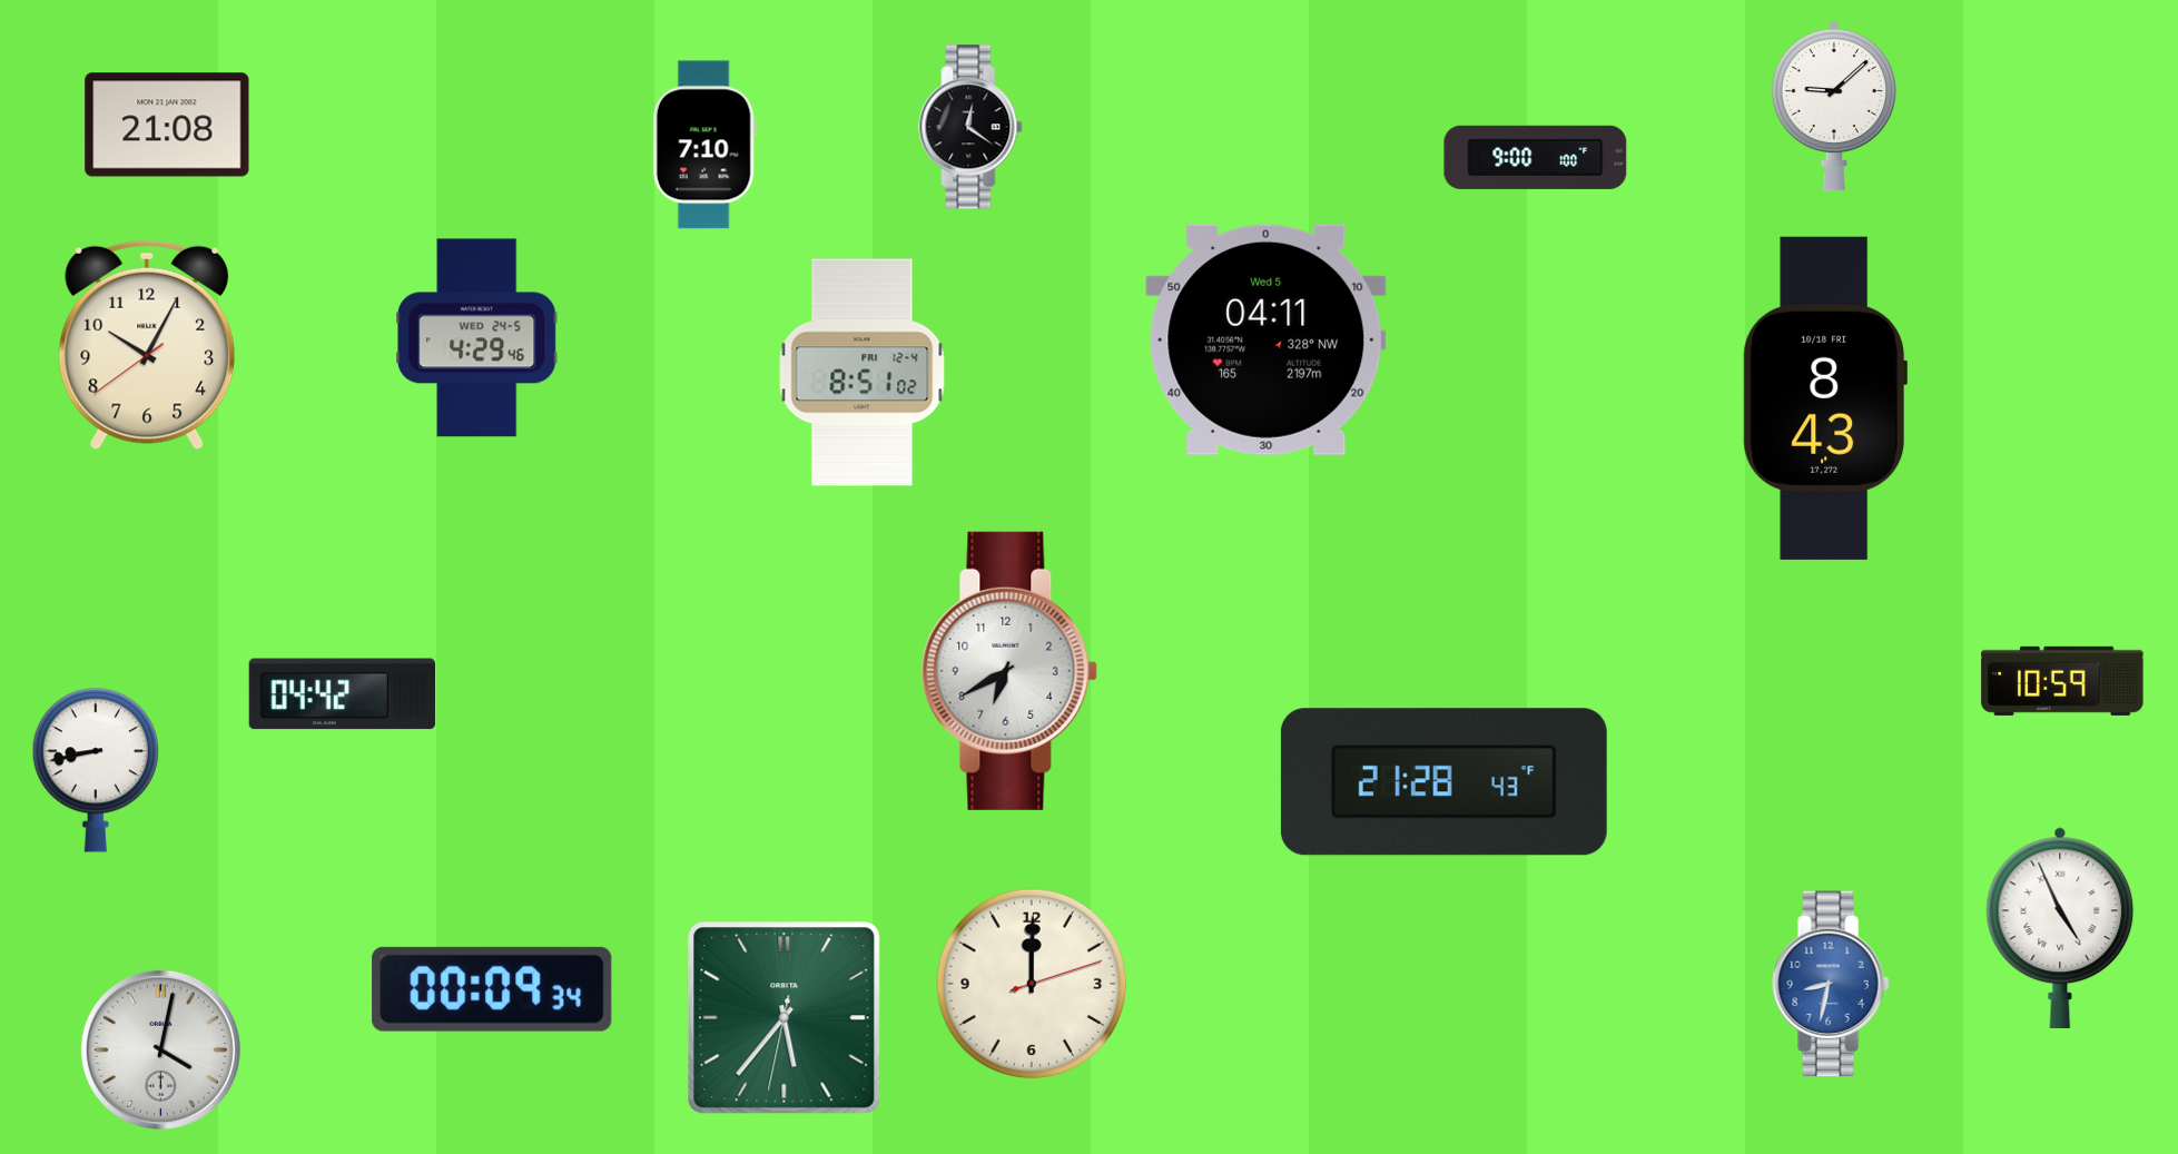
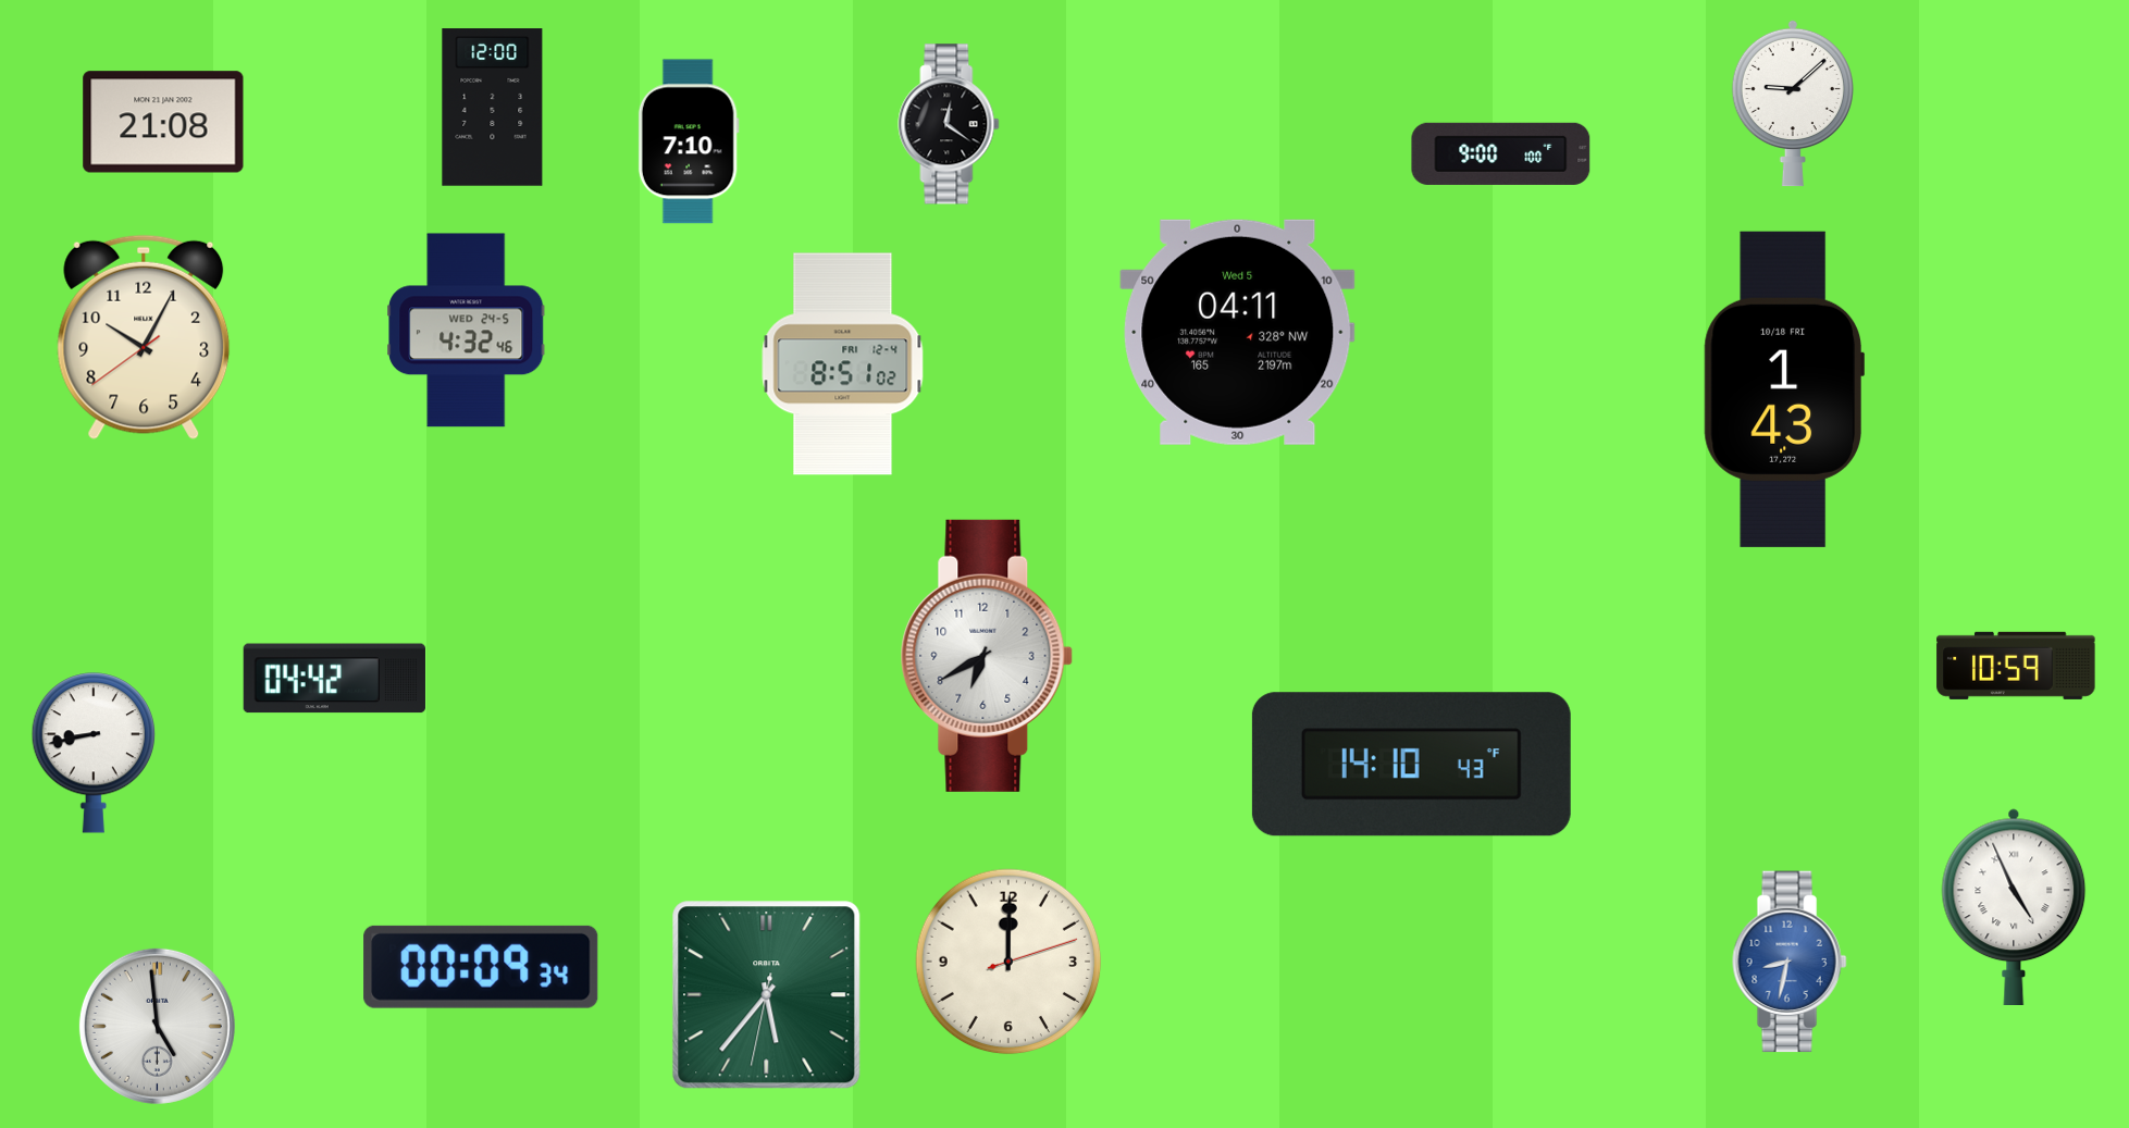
clock at (493, 108): none -> 12:00
clock at (477, 338): 4:29 -> 4:32
clock at (1825, 398): 8:43 -> 1:43
clock at (1443, 782): 21:28 -> 14:10
clock at (160, 1049): 4:02 -> 4:59
